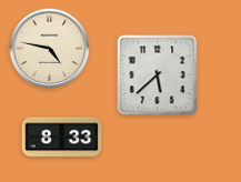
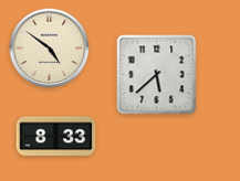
clock at (50, 49): 4:47 -> 4:51
clock at (62, 138) position: (62, 138) -> (56, 137)
